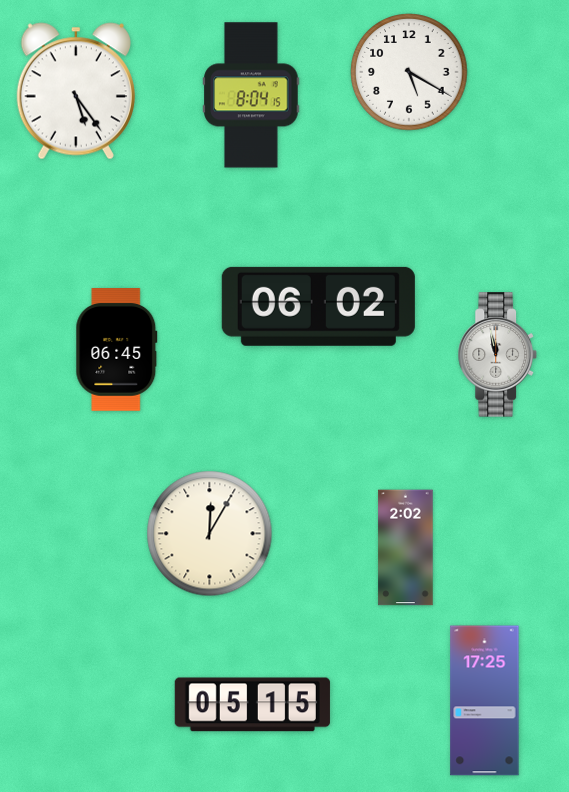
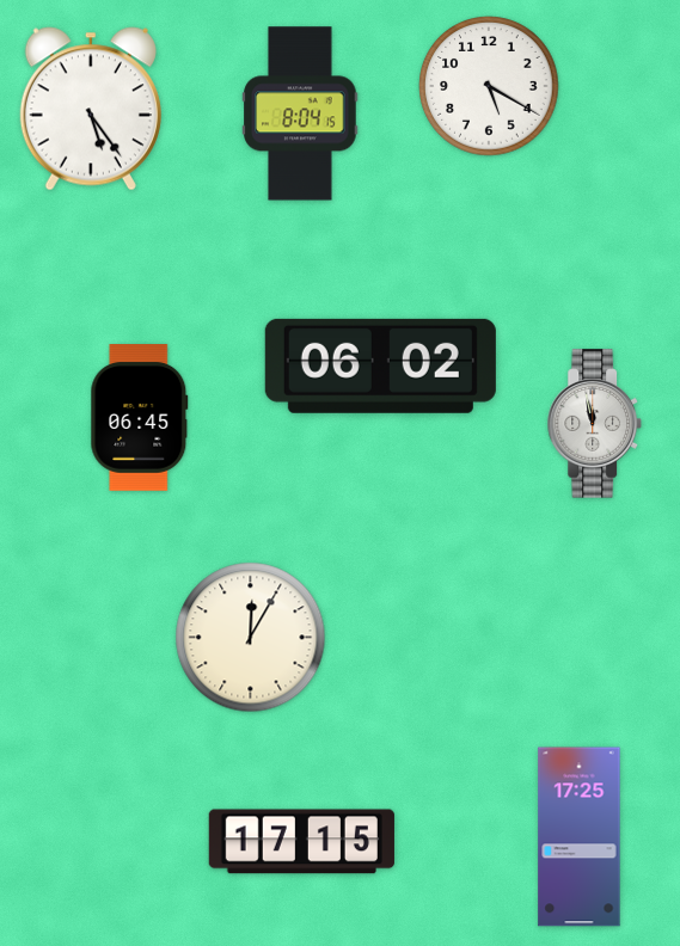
clock at (406, 548): 2:02 -> none
clock at (252, 705): 05:15 -> 17:15
